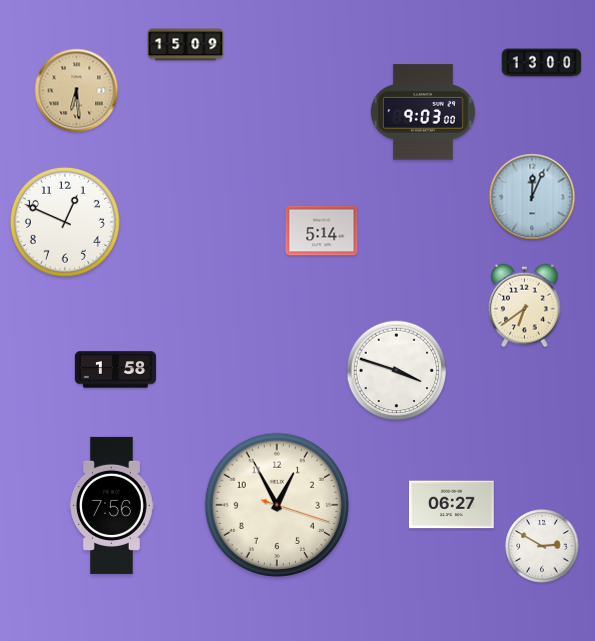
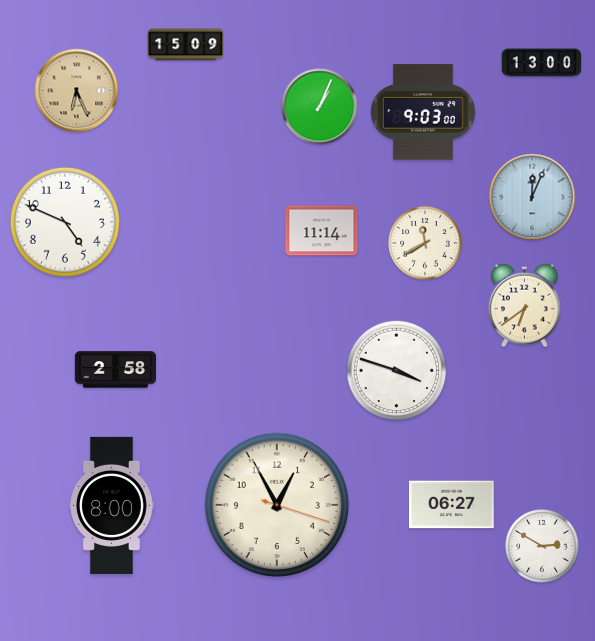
clock at (77, 91): 6:29 -> 6:26
clock at (320, 107): none -> 1:04
clock at (65, 222): 12:49 -> 4:49
clock at (322, 231): 5:14 -> 11:14
clock at (425, 243): none -> 11:40
clock at (115, 370): 1:58 -> 2:58
clock at (112, 505): 7:56 -> 8:00
